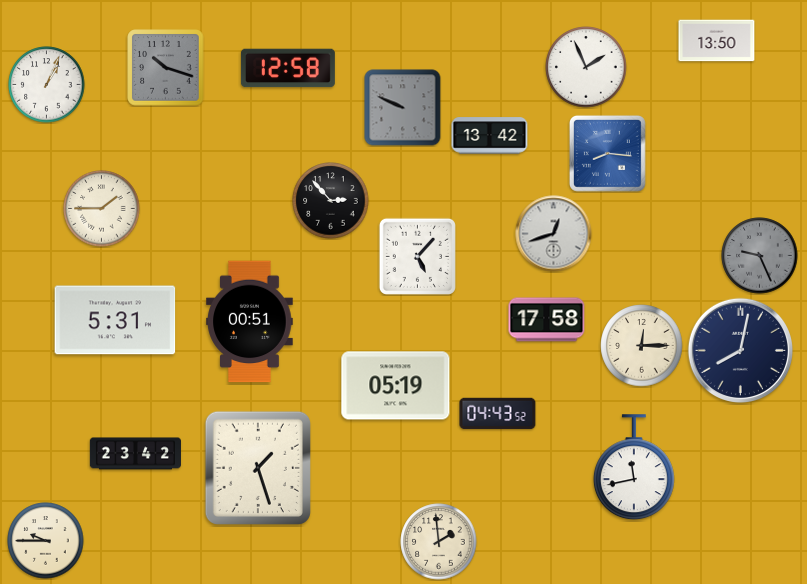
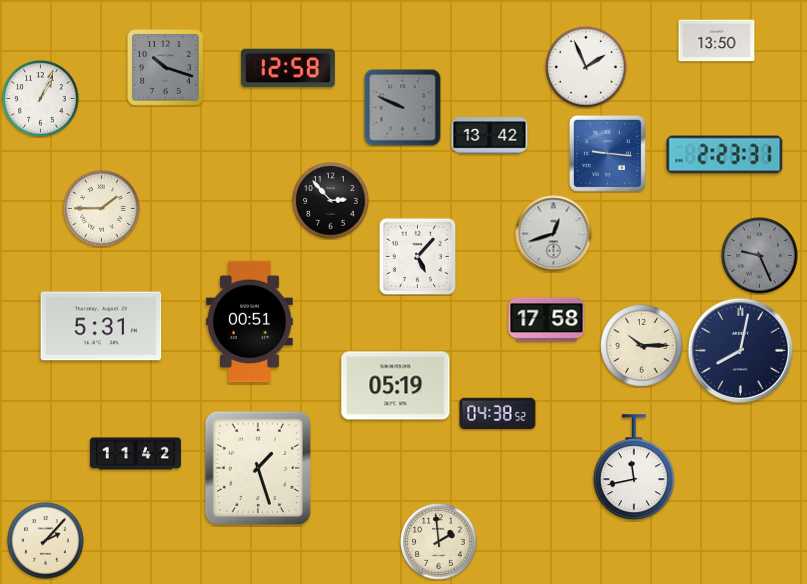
clock at (47, 85) position: (47, 85) -> (41, 99)
clock at (607, 153): 8:16 -> 9:16
clock at (725, 155): none -> 2:23
clock at (115, 320) position: (115, 320) -> (101, 326)
clock at (642, 346): 12:15 -> 10:15
clock at (498, 414): 04:43 -> 04:38
clock at (135, 454): 23:42 -> 11:42
clock at (46, 541): 9:45 -> 2:07
